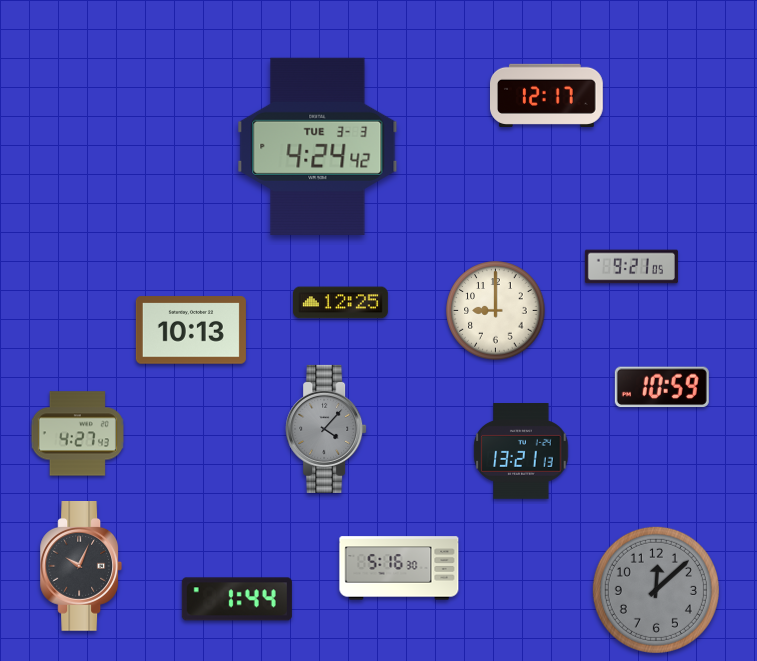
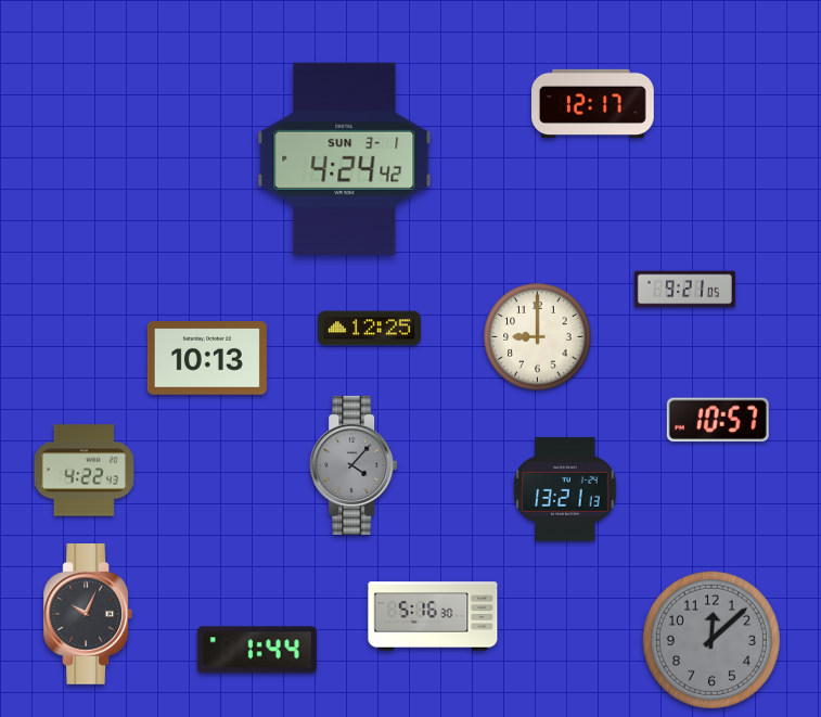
clock at (318, 146) date: TUE 3-3 -> SUN 3-1
clock at (662, 387): 10:59 -> 10:57
clock at (77, 434): 4:27 -> 4:22
